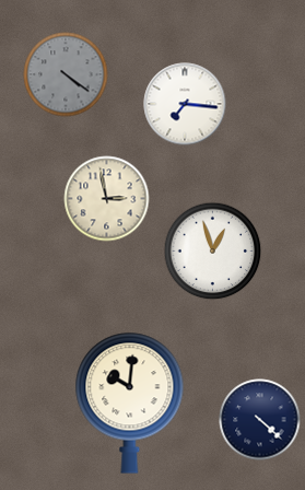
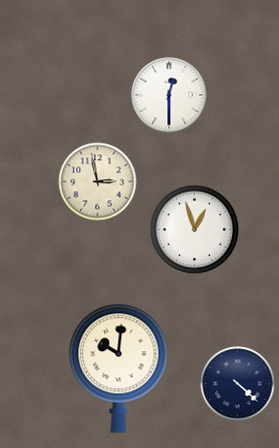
clock at (66, 74): 4:21 -> none
clock at (185, 104): 7:16 -> 12:30
